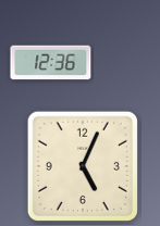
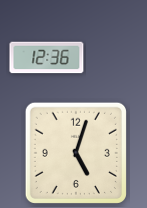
clock at (83, 166): 5:04 -> 5:03
